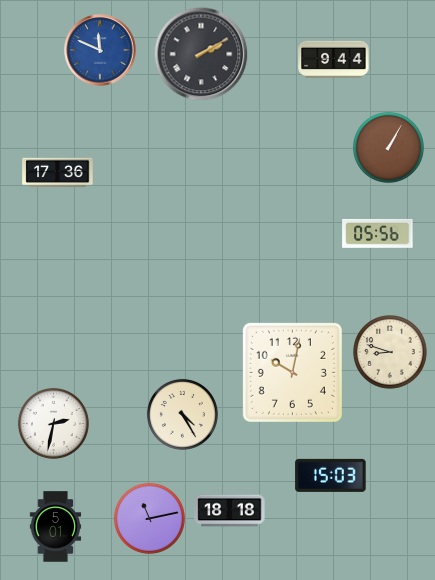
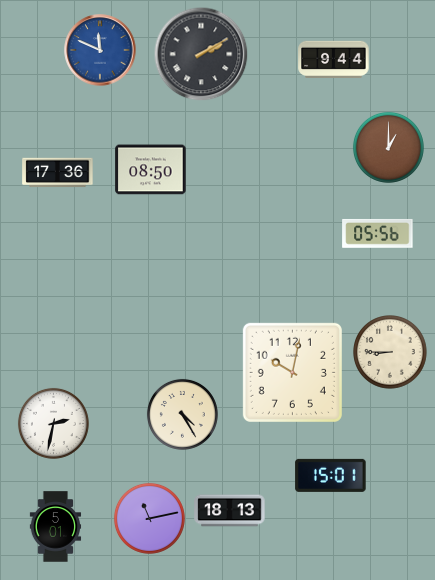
clock at (388, 147): 1:05 -> 1:00
clock at (151, 170): none -> 08:50
clock at (390, 352): 8:48 -> 8:45
clock at (331, 475): 15:03 -> 15:01
clock at (230, 511): 18:18 -> 18:13
